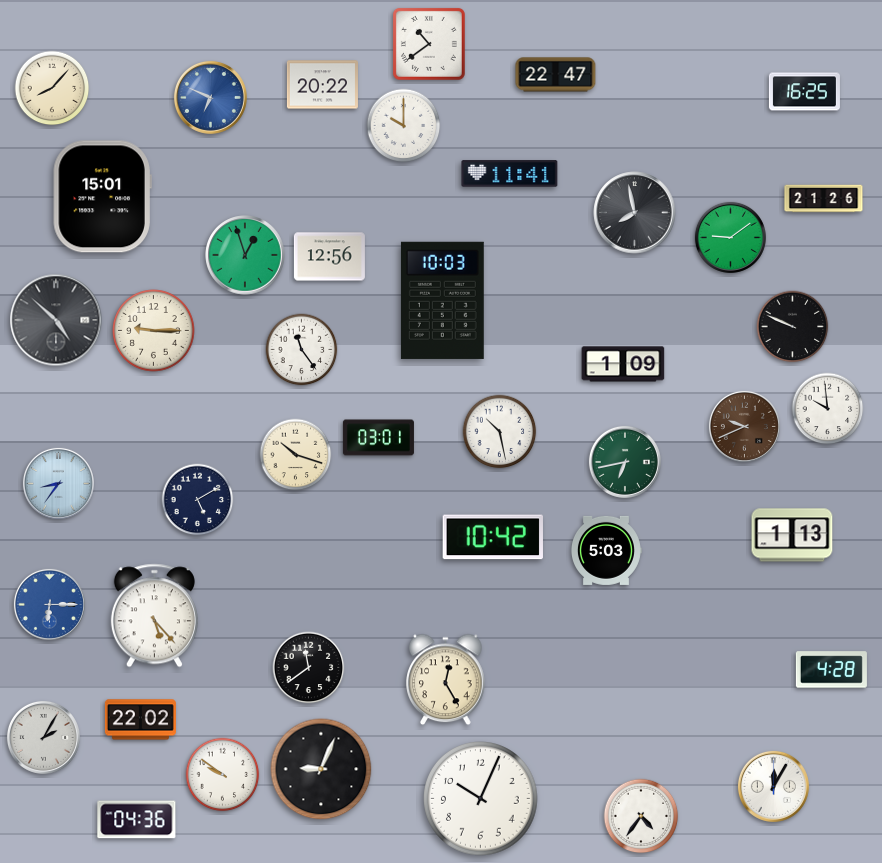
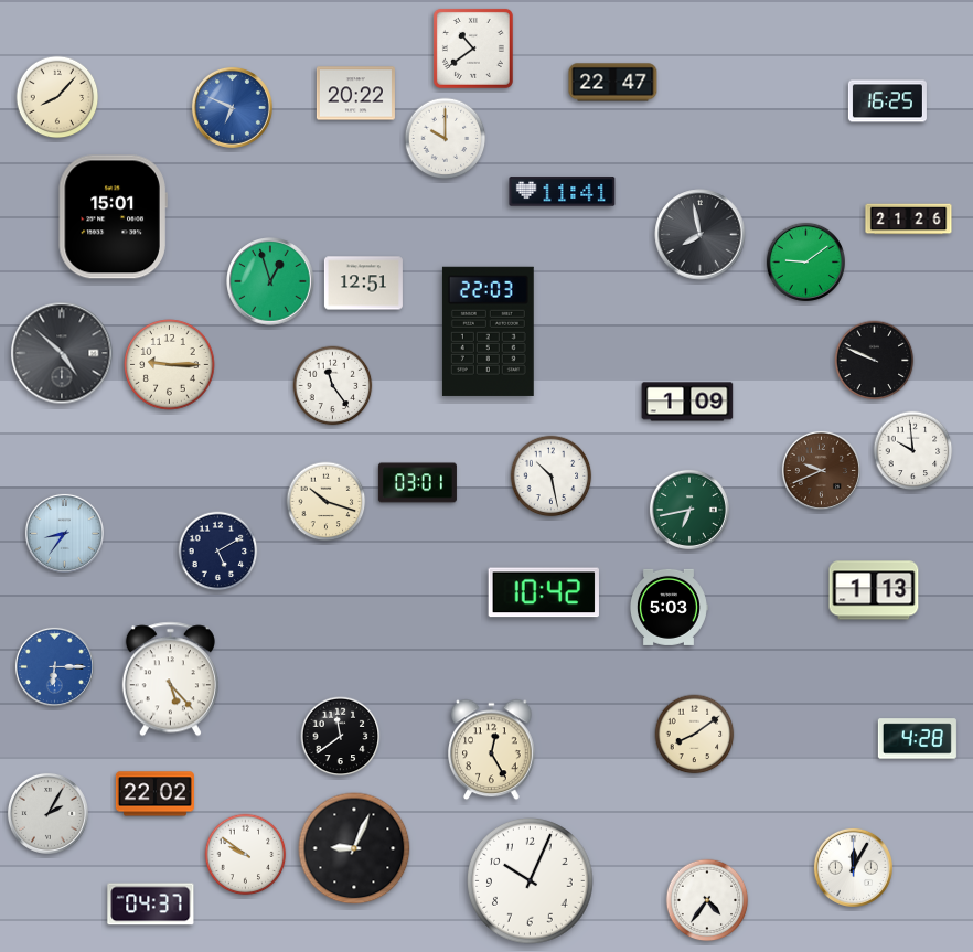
clock at (329, 257): 12:56 -> 12:51
clock at (442, 300): 10:03 -> 22:03
clock at (695, 735): none -> 8:09
clock at (137, 820): 04:36 -> 04:37
